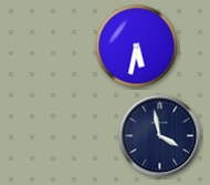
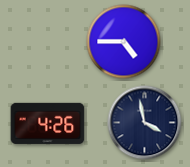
clock at (137, 47): 5:32 -> 4:45
clock at (48, 123): none -> 4:26
